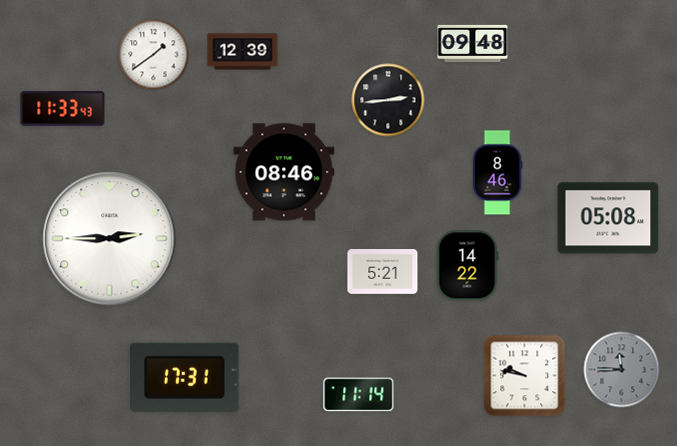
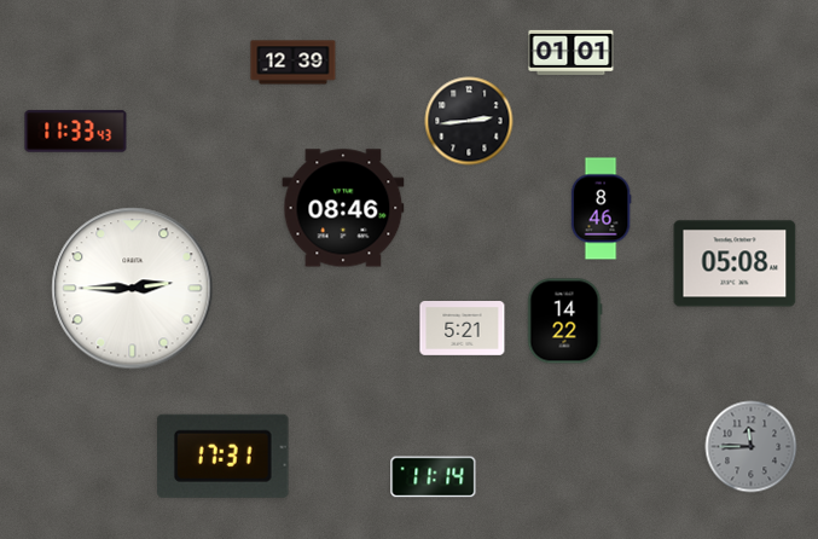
clock at (473, 43): 09:48 -> 01:01
clock at (154, 55): 1:39 -> none
clock at (525, 376): 9:47 -> none
